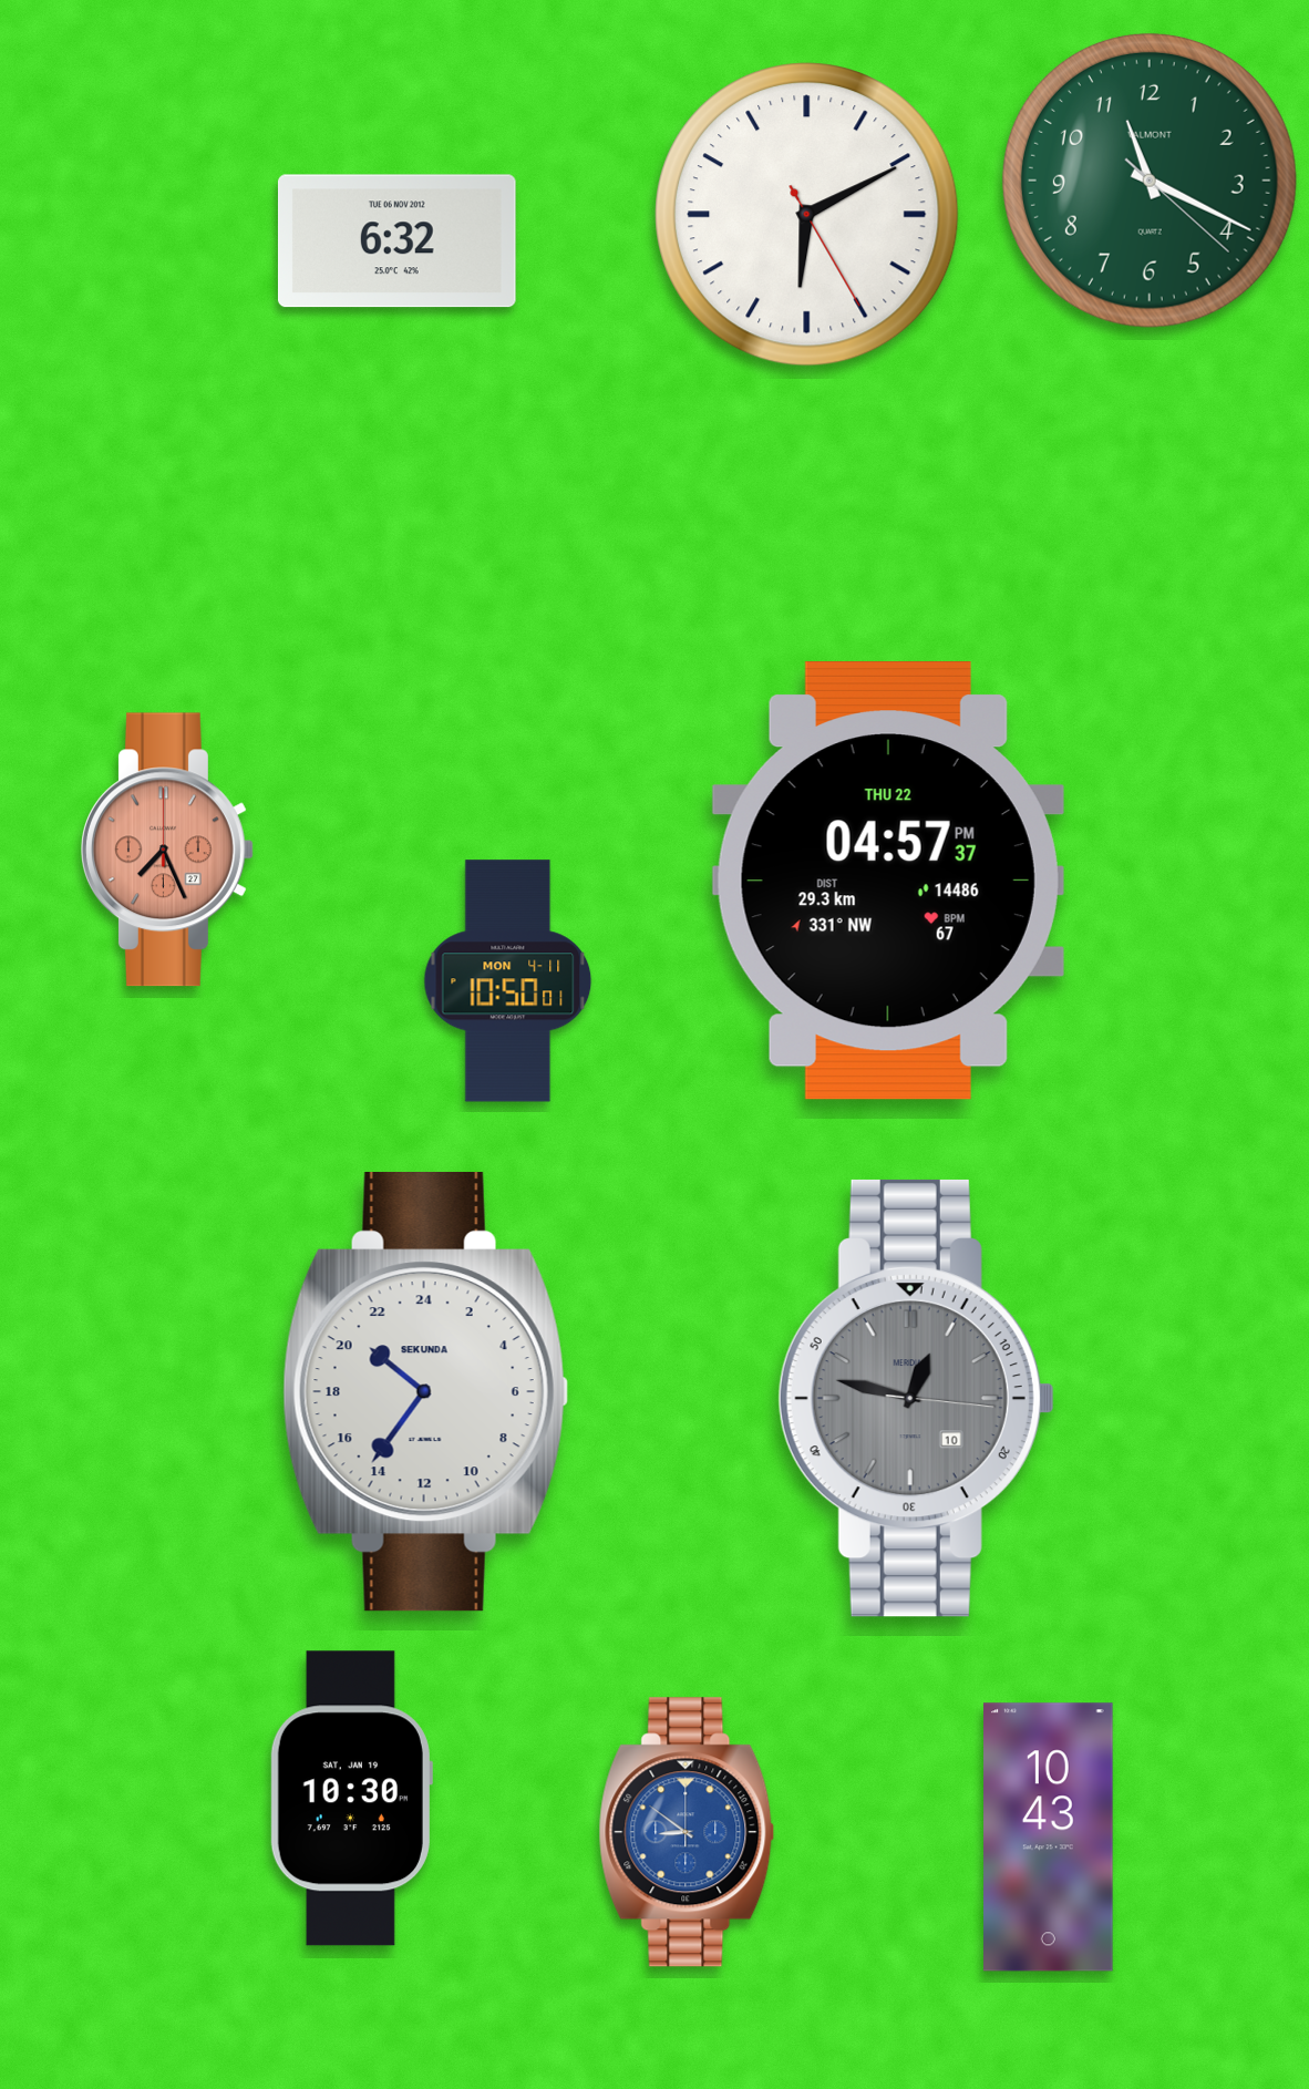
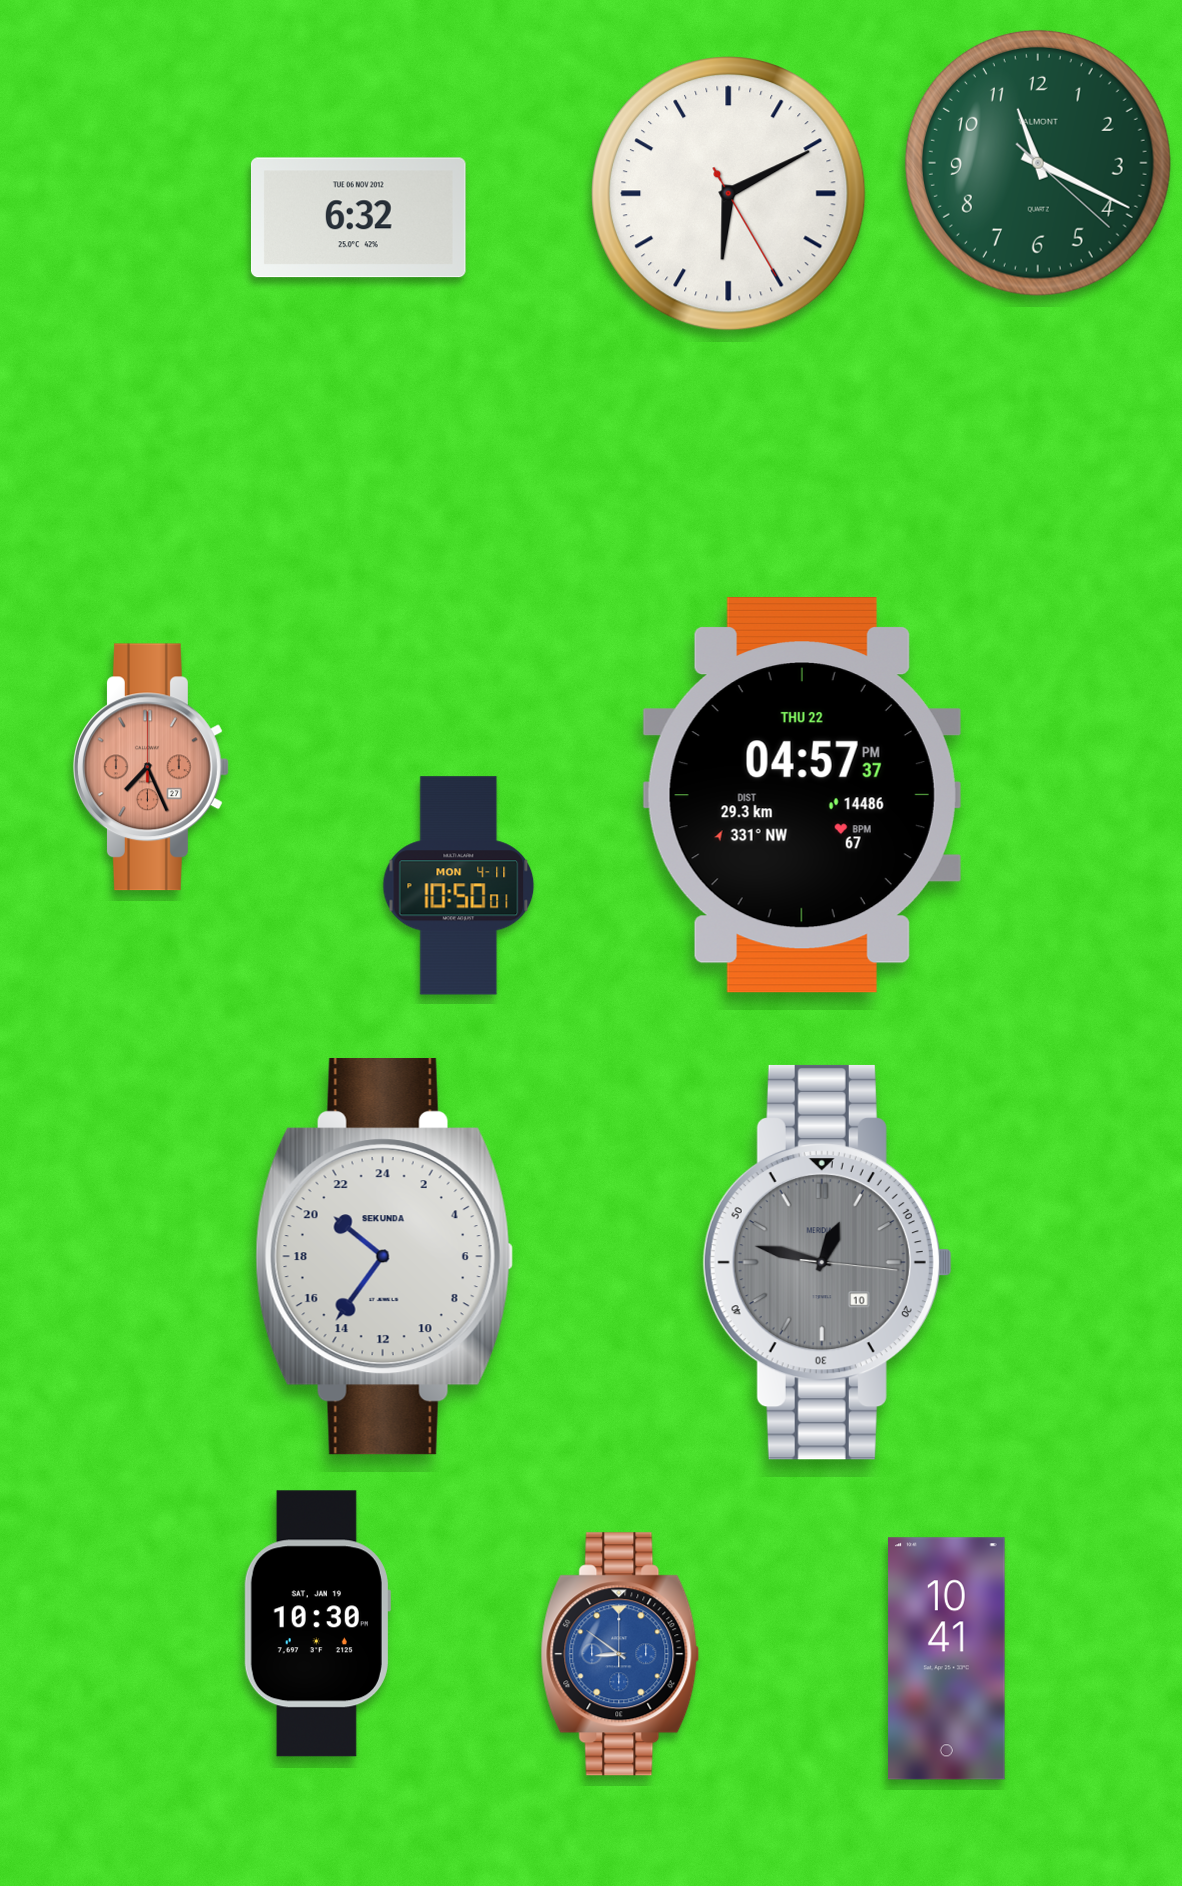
clock at (1049, 1838): 10:43 -> 10:41
